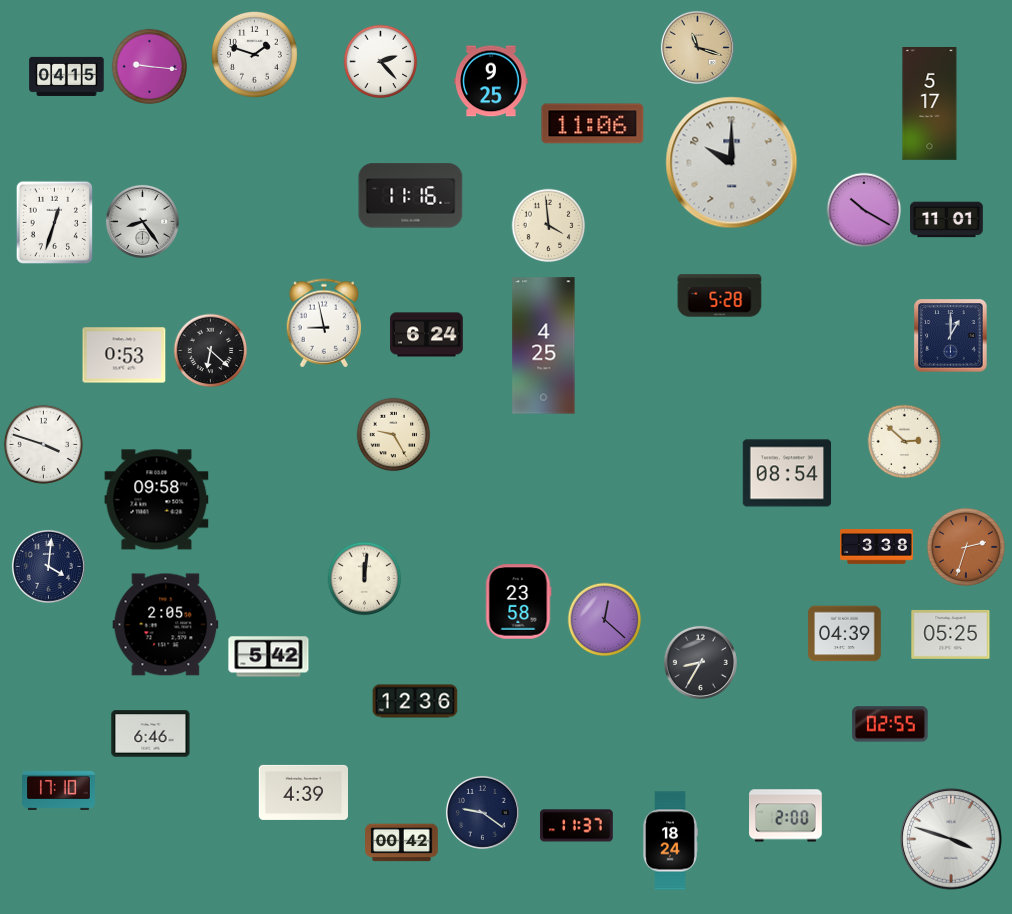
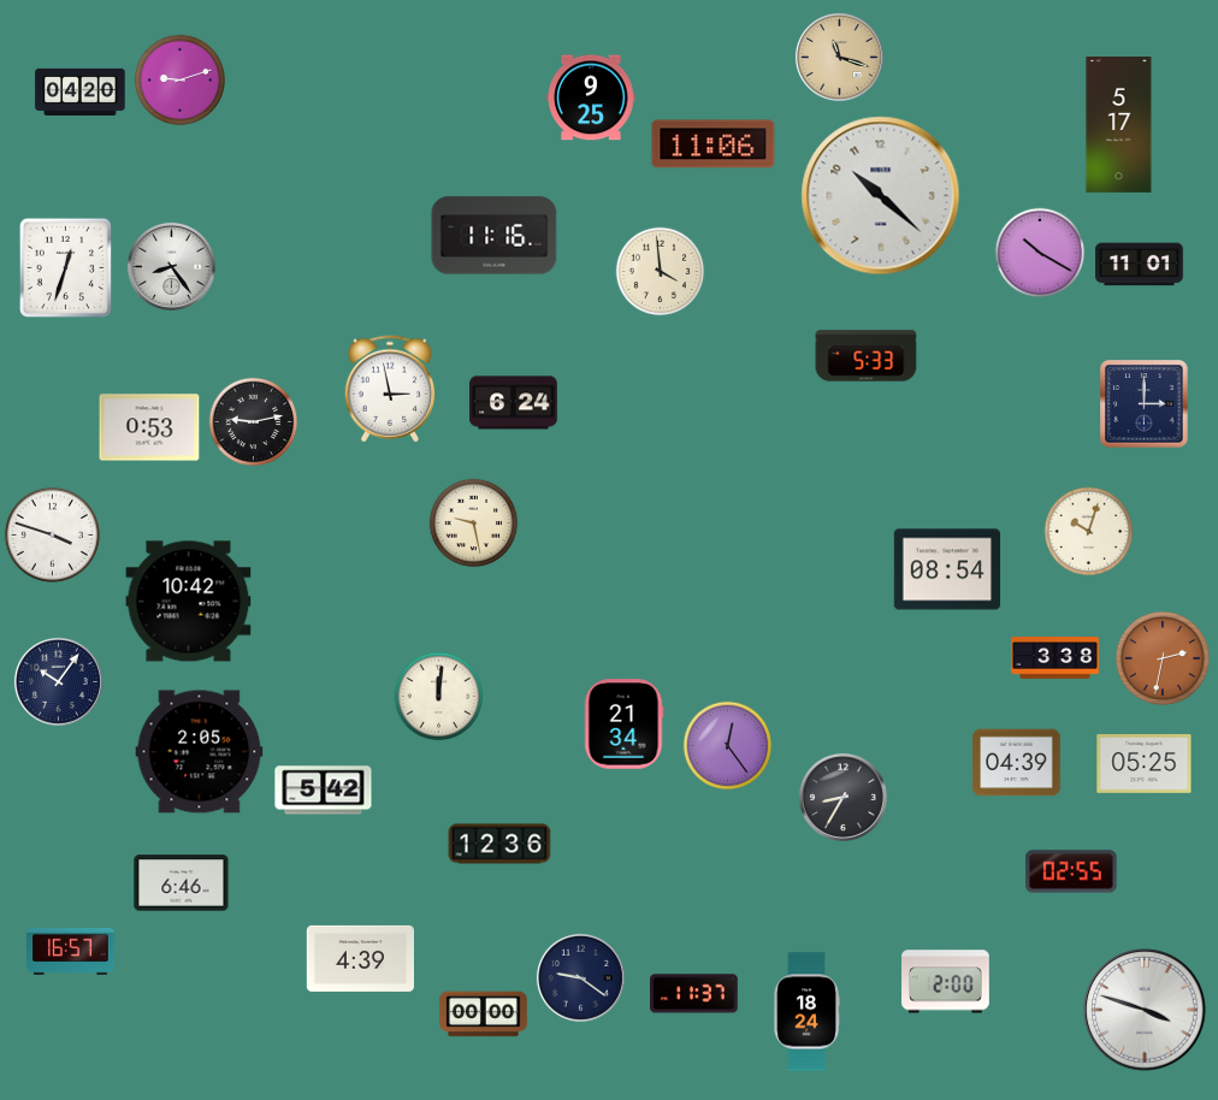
clock at (255, 55): 1:48 -> none
clock at (381, 62): 2:23 -> none
clock at (150, 67): 9:16 -> 9:12
clock at (67, 76): 04:15 -> 04:20
clock at (593, 124) position: (593, 124) -> (714, 144)
clock at (732, 163): 10:00 -> 10:22
clock at (720, 296): 5:28 -> 5:33
clock at (324, 323): 8:58 -> 2:58
clock at (951, 336): 1:00 -> 3:00
clock at (544, 346): 4:25 -> none
clock at (211, 351): 6:22 -> 9:13
clock at (394, 435): 9:25 -> 9:28
clock at (905, 442): 2:52 -> 10:03
clock at (157, 500): 09:58 -> 10:42
clock at (965, 546): 2:33 -> 2:32
clock at (48, 566): 4:01 -> 10:06
clock at (518, 602): 23:58 -> 21:34
clock at (605, 620): 12:22 -> 12:24
clock at (59, 790): 17:10 -> 16:57
clock at (303, 792) position: (303, 792) -> (360, 958)
clock at (402, 843): 00:42 -> 00:00
